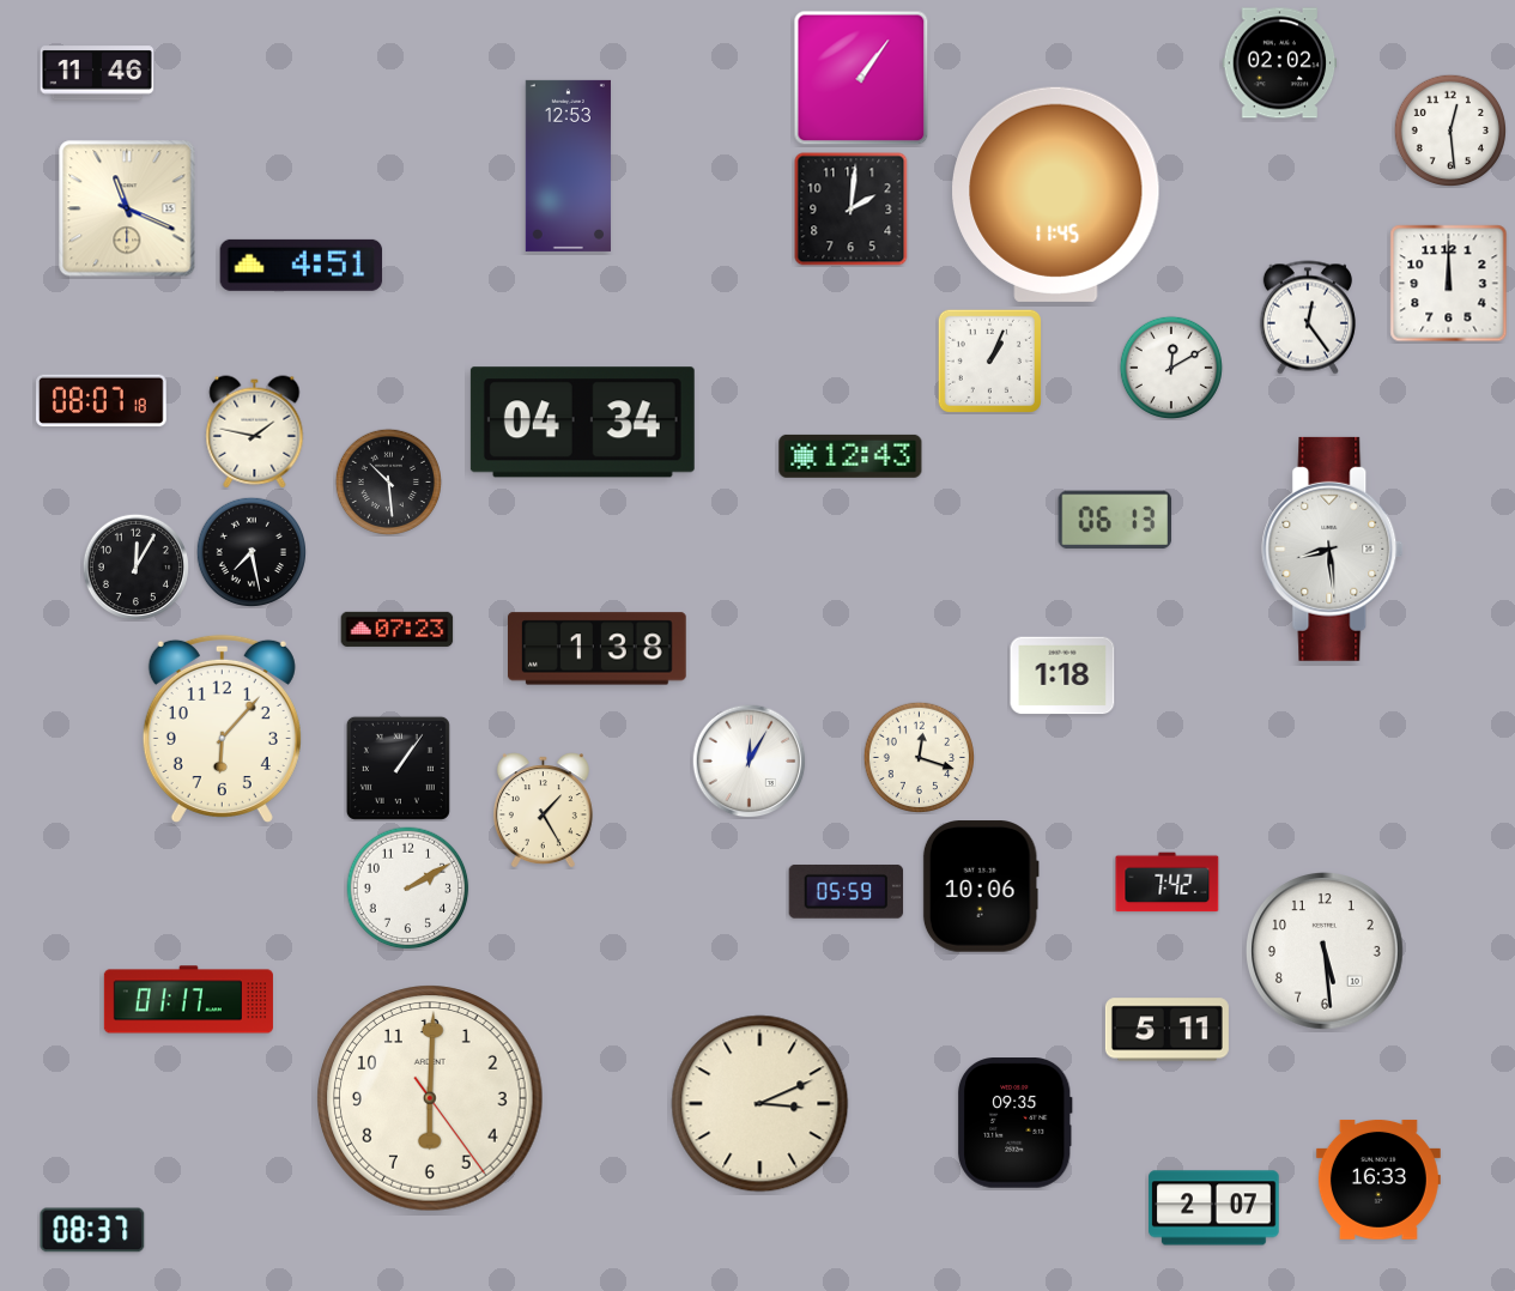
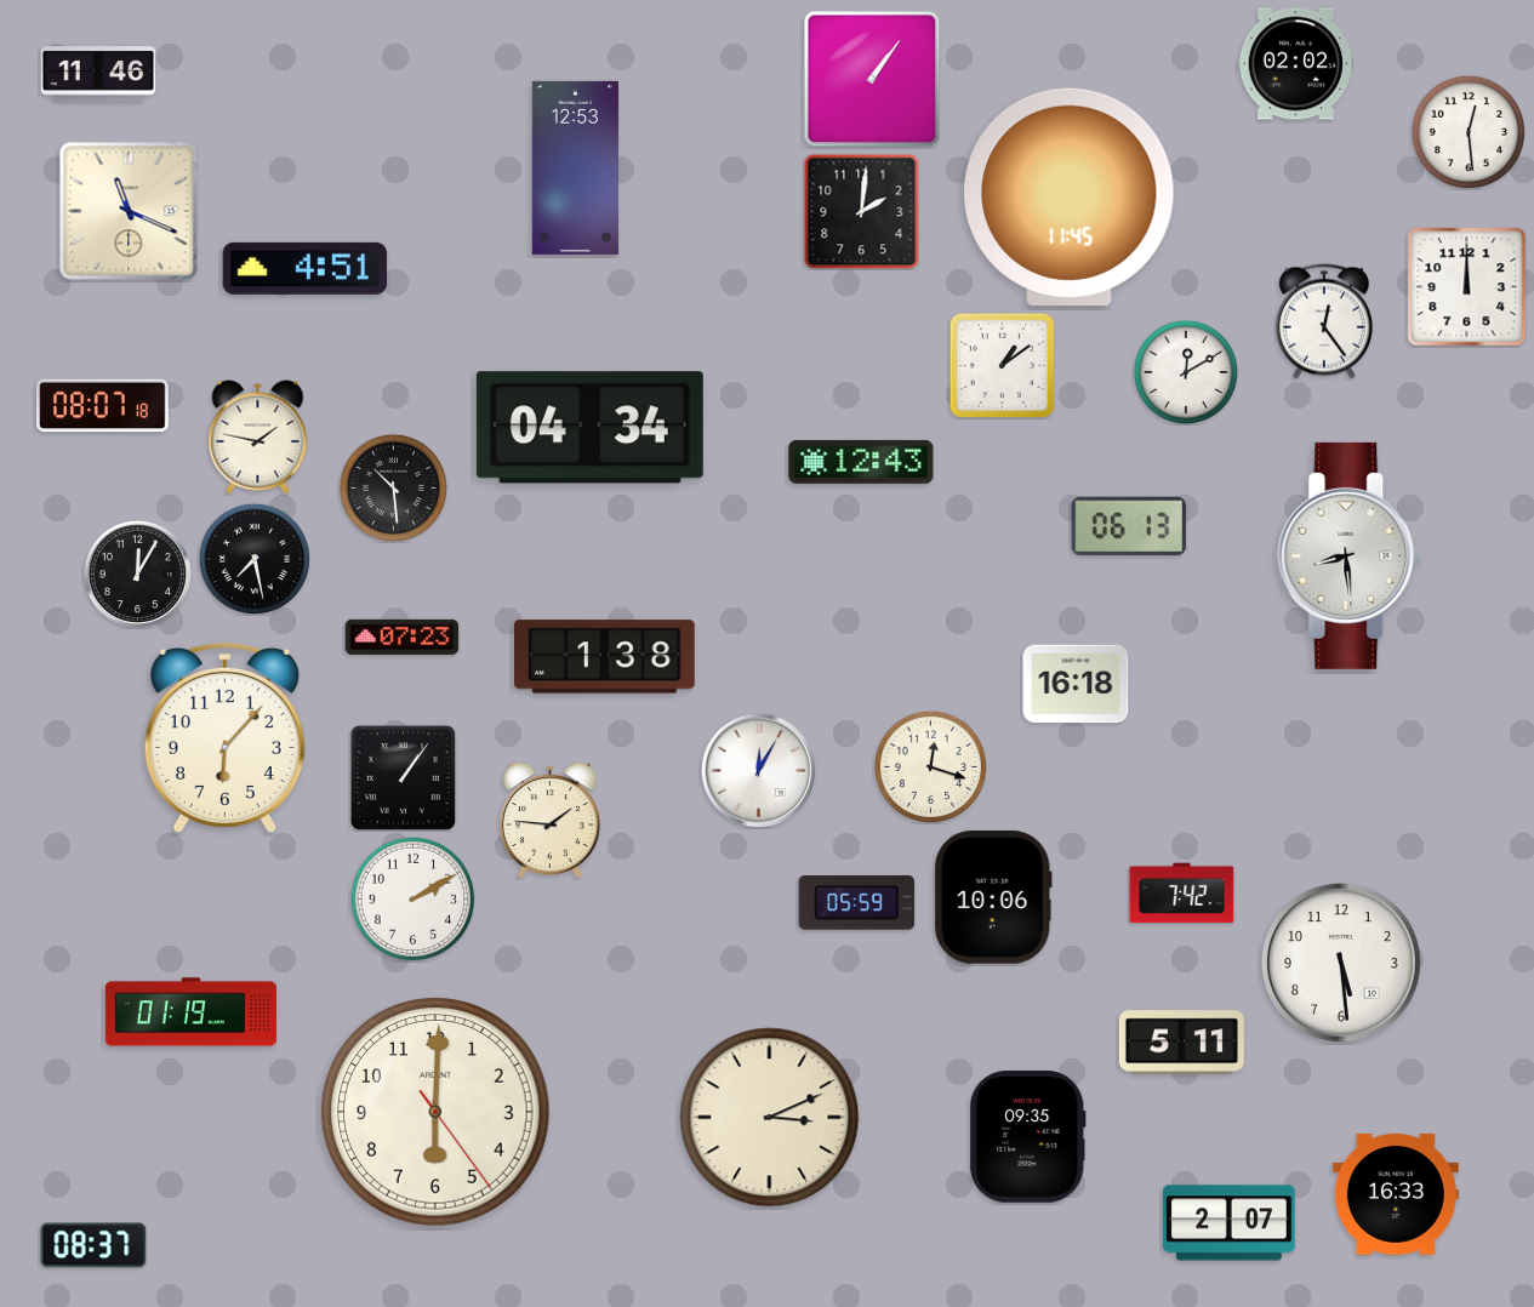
clock at (989, 360): 1:04 -> 1:09
clock at (1062, 675): 1:18 -> 16:18
clock at (543, 811): 1:25 -> 1:46
clock at (188, 1000): 01:17 -> 01:19
